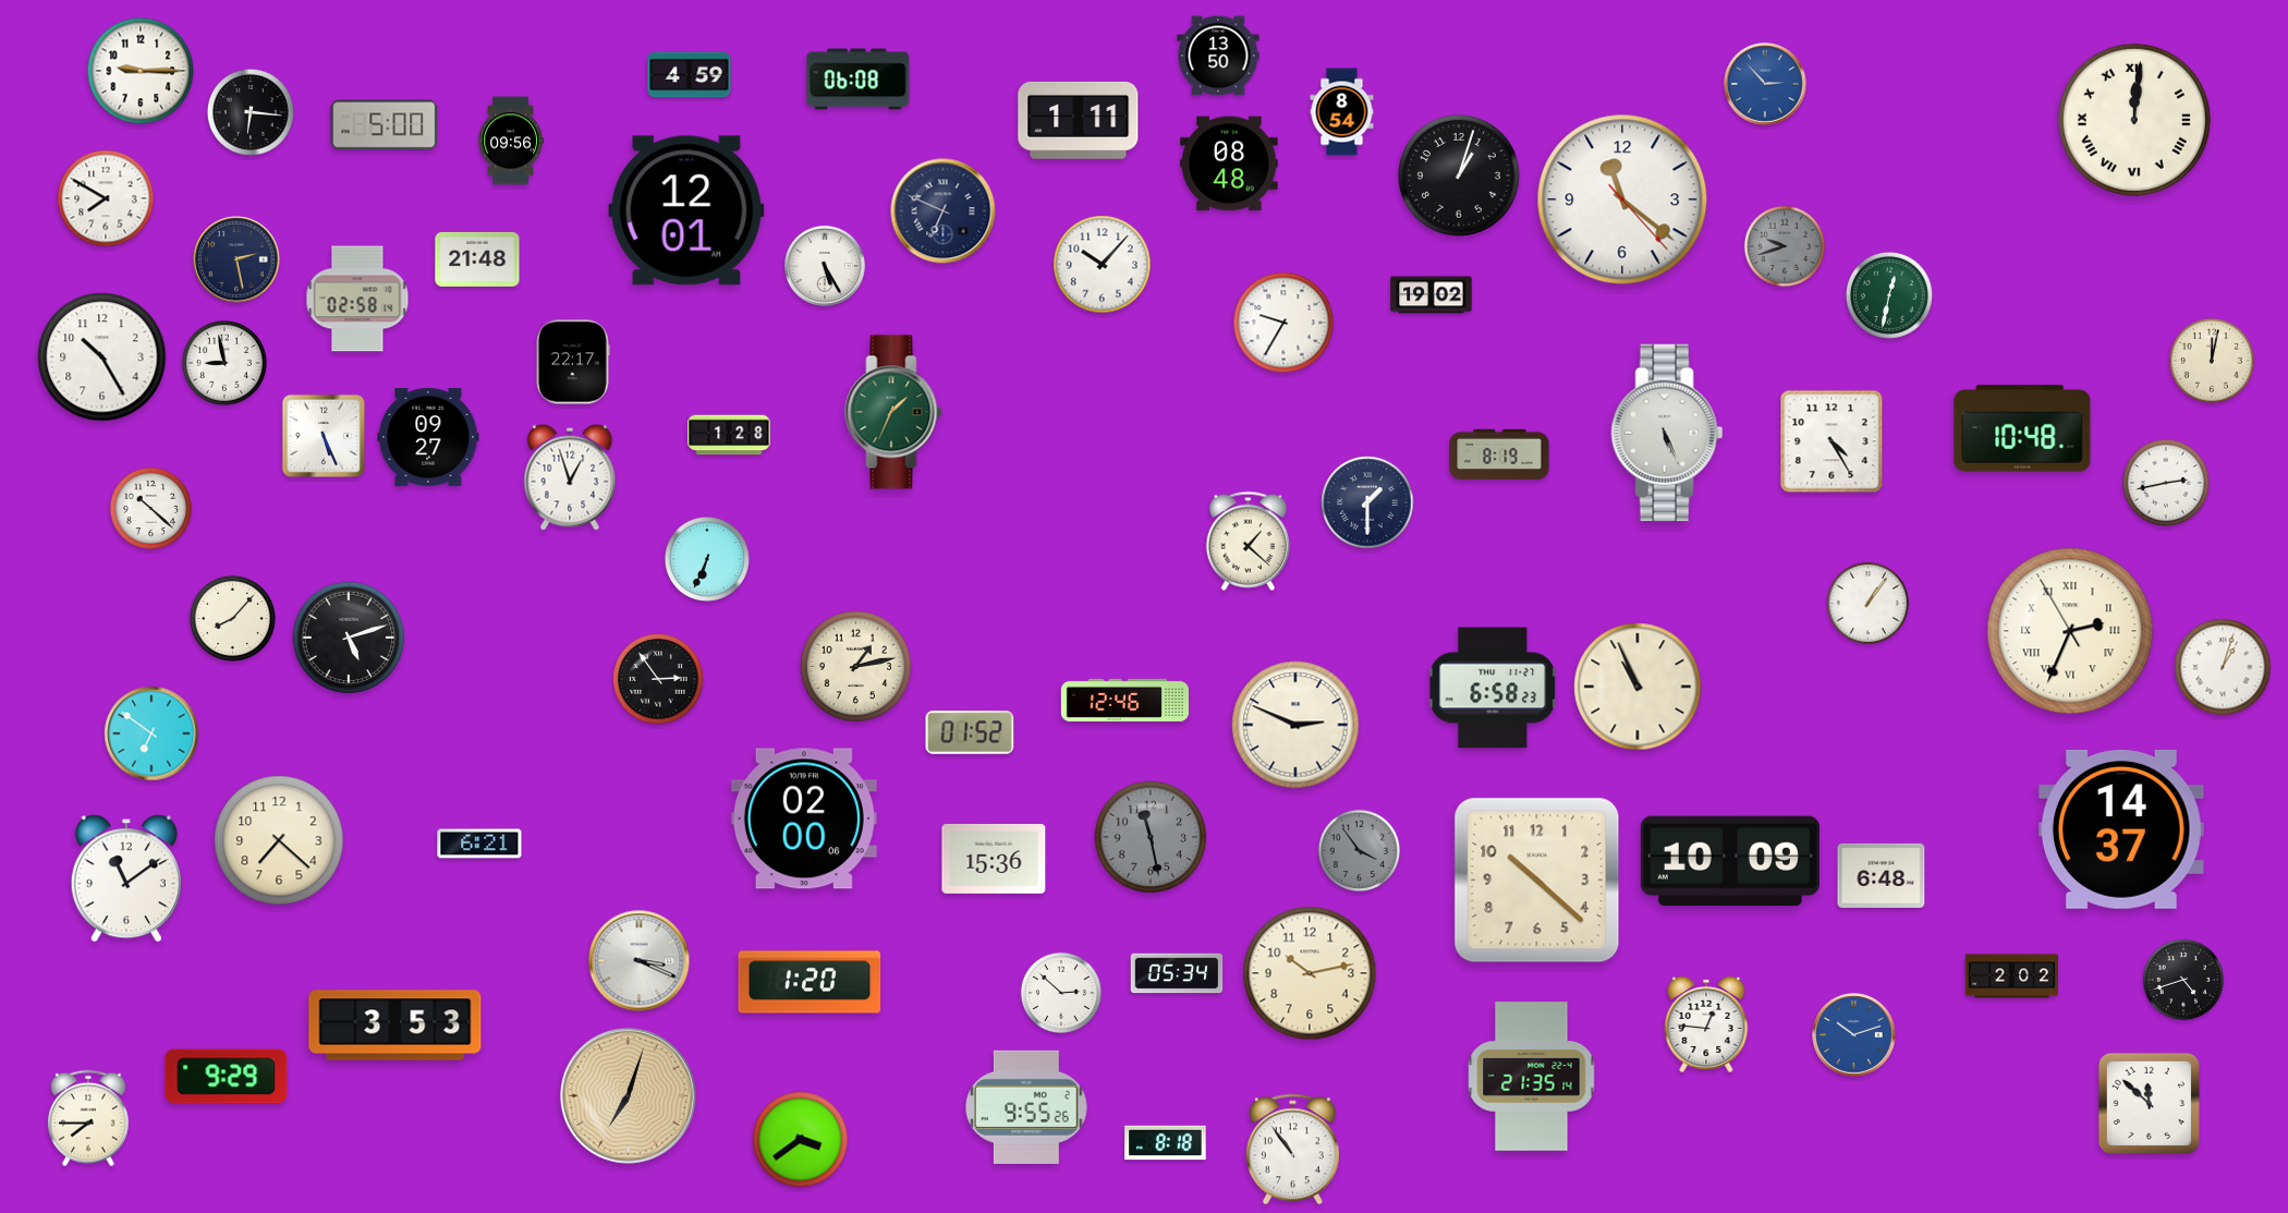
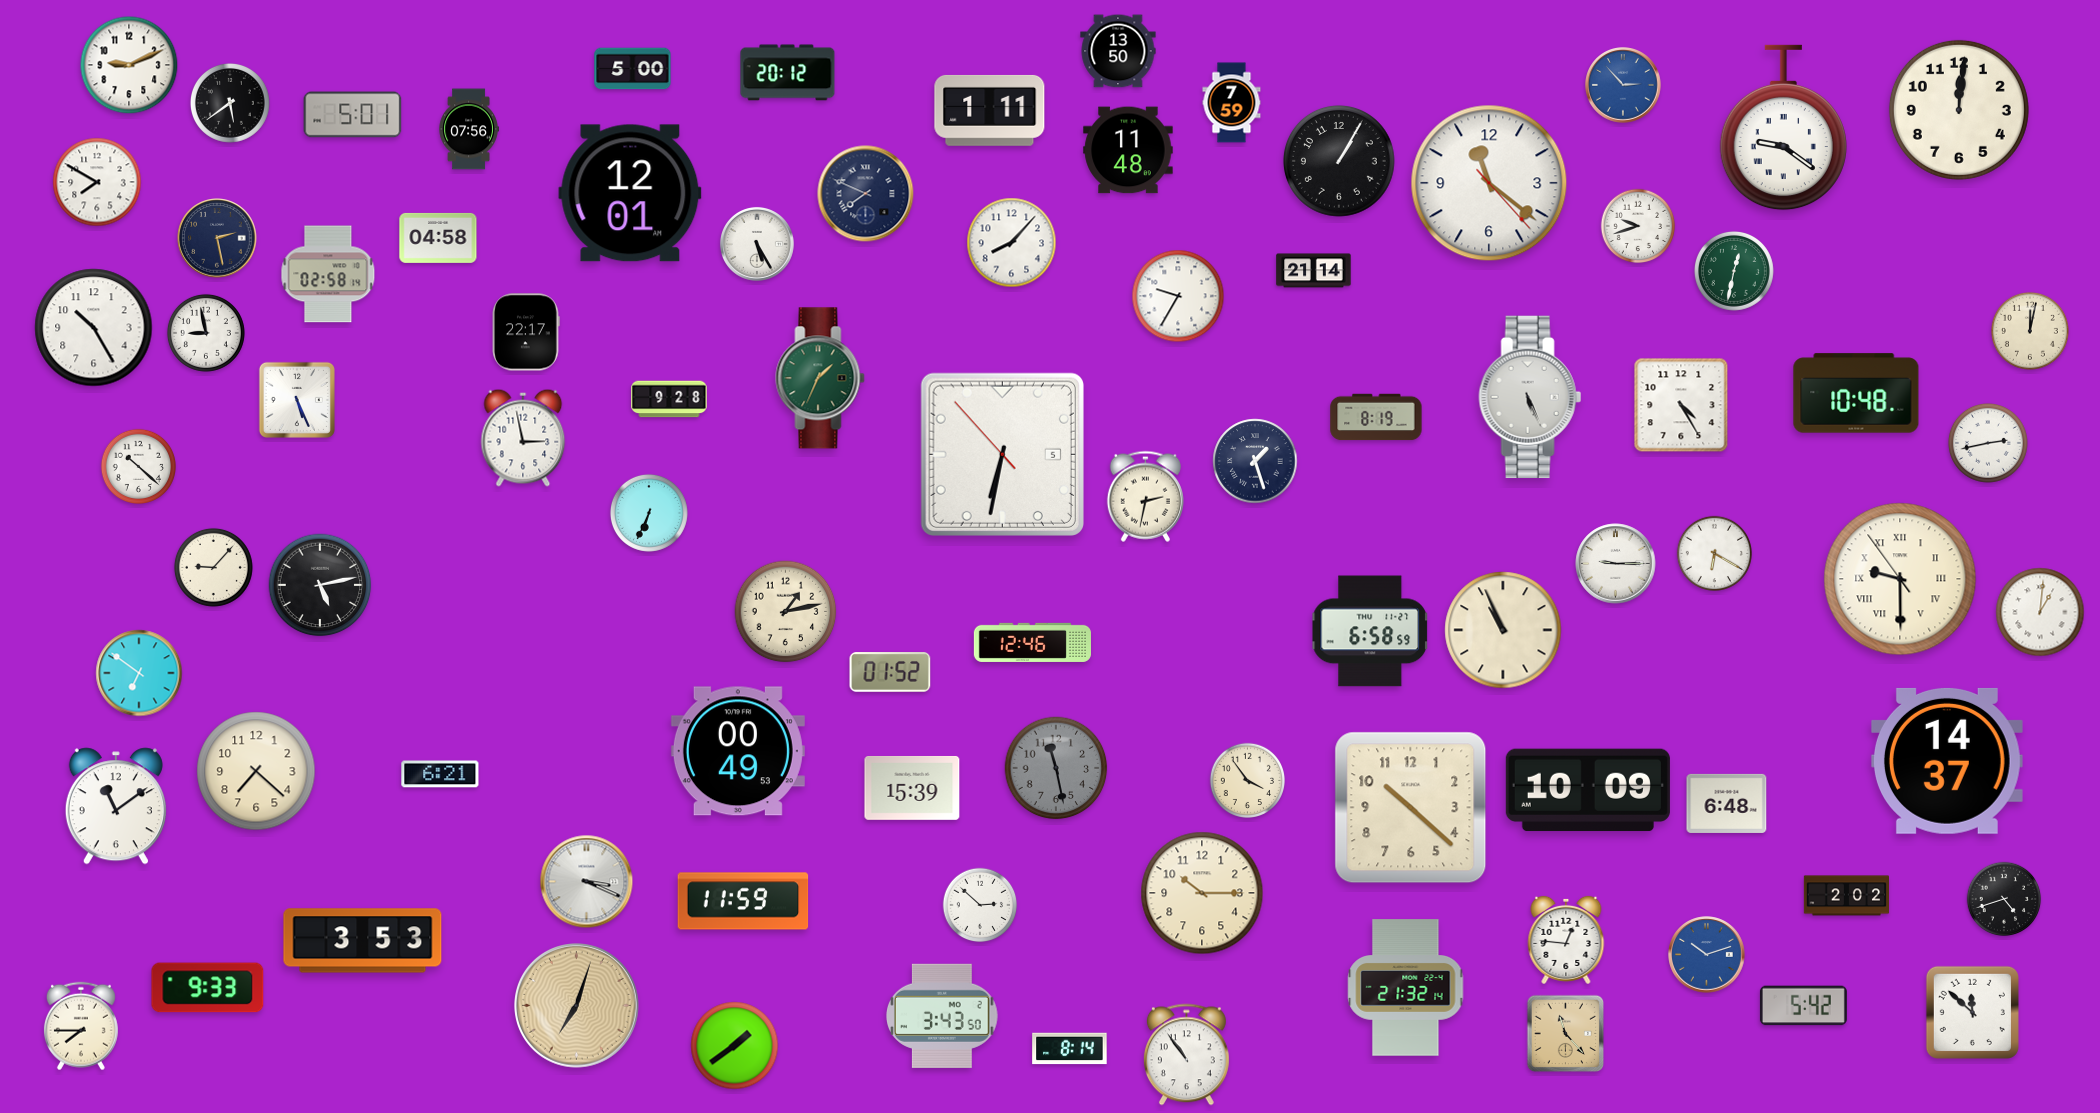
clock at (141, 71): 9:15 -> 9:11
clock at (690, 75): 4:59 -> 5:00
clock at (859, 80): 06:08 -> 20:12
clock at (1766, 85) position: (1766, 85) -> (1624, 86)
clock at (251, 112): 6:16 -> 5:39
clock at (1342, 112): 8:54 -> 7:59
clock at (2134, 120) numerals: Roman -> Arabic
clock at (385, 125): 5:00 -> 5:01
clock at (1783, 128): none -> 9:21
clock at (511, 141): 09:56 -> 07:56
clock at (1229, 163): 08:48 -> 11:48
clock at (1459, 175): 1:03 -> 1:05
clock at (944, 211): 6:49 -> 7:49
clock at (1785, 246) dial: grey -> white
clock at (477, 259): 21:48 -> 04:58
clock at (1103, 265): 10:07 -> 8:07
clock at (1432, 295): 19:02 -> 21:14
clock at (729, 435): 1:28 -> 9:28
clock at (428, 437): 09:27 -> none
clock at (570, 477): 12:57 -> 2:58
clock at (1002, 454): none -> 6:31
clock at (1367, 502): 1:30 -> 1:27
clock at (1248, 541): 1:22 -> 2:32
clock at (1867, 603): 1:06 -> 6:20
clock at (1616, 564): none -> 9:15
clock at (232, 618): 8:07 -> 9:07
clock at (2070, 631): 2:33 -> 9:29
clock at (349, 638): 5:12 -> 5:13
clock at (2223, 667): 1:03 -> 1:01
clock at (658, 679): 2:54 -> none
clock at (1493, 688): 6:58:23 -> 6:58:59
clock at (1295, 725): 2:49 -> none
clock at (804, 818): 02:00 -> 00:49
clock at (1359, 850) dial: grey -> cream
clock at (994, 859): 15:36 -> 15:39
clock at (1177, 973): 05:34 -> none
clock at (1310, 973): 10:13 -> 10:15
clock at (810, 982): 1:20 -> 11:59
clock at (1061, 993) position: (1061, 993) -> (980, 905)
clock at (1854, 1035) position: (1854, 1035) -> (1707, 955)
clock at (227, 1077): 9:29 -> 9:33
clock at (1532, 1077): 21:35 -> 21:32
clock at (1803, 1006): none -> 5:42
clock at (1027, 1107): 9:55 -> 3:43
clock at (1566, 1034): none -> 11:23
clock at (801, 1140): 3:39 -> 1:39
clock at (1166, 1143): 8:18 -> 8:14
